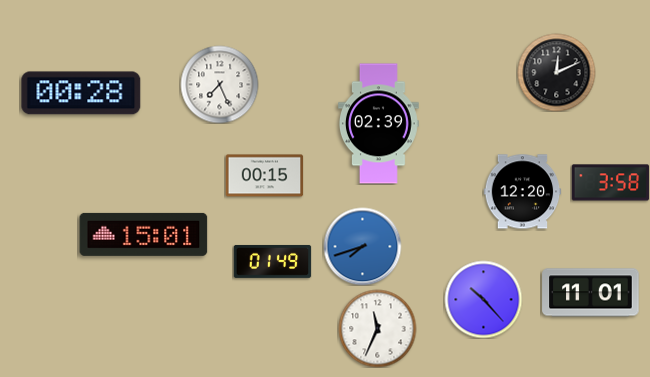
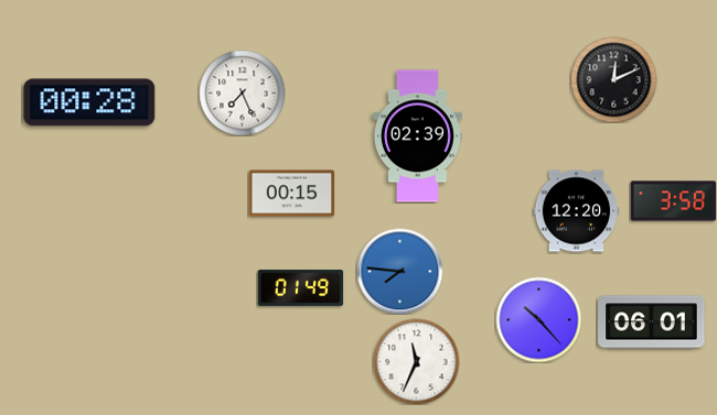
clock at (144, 234): 15:01 -> none
clock at (362, 246): 7:42 -> 7:46
clock at (591, 293): 11:01 -> 06:01
clock at (483, 299) position: (483, 299) -> (538, 319)
